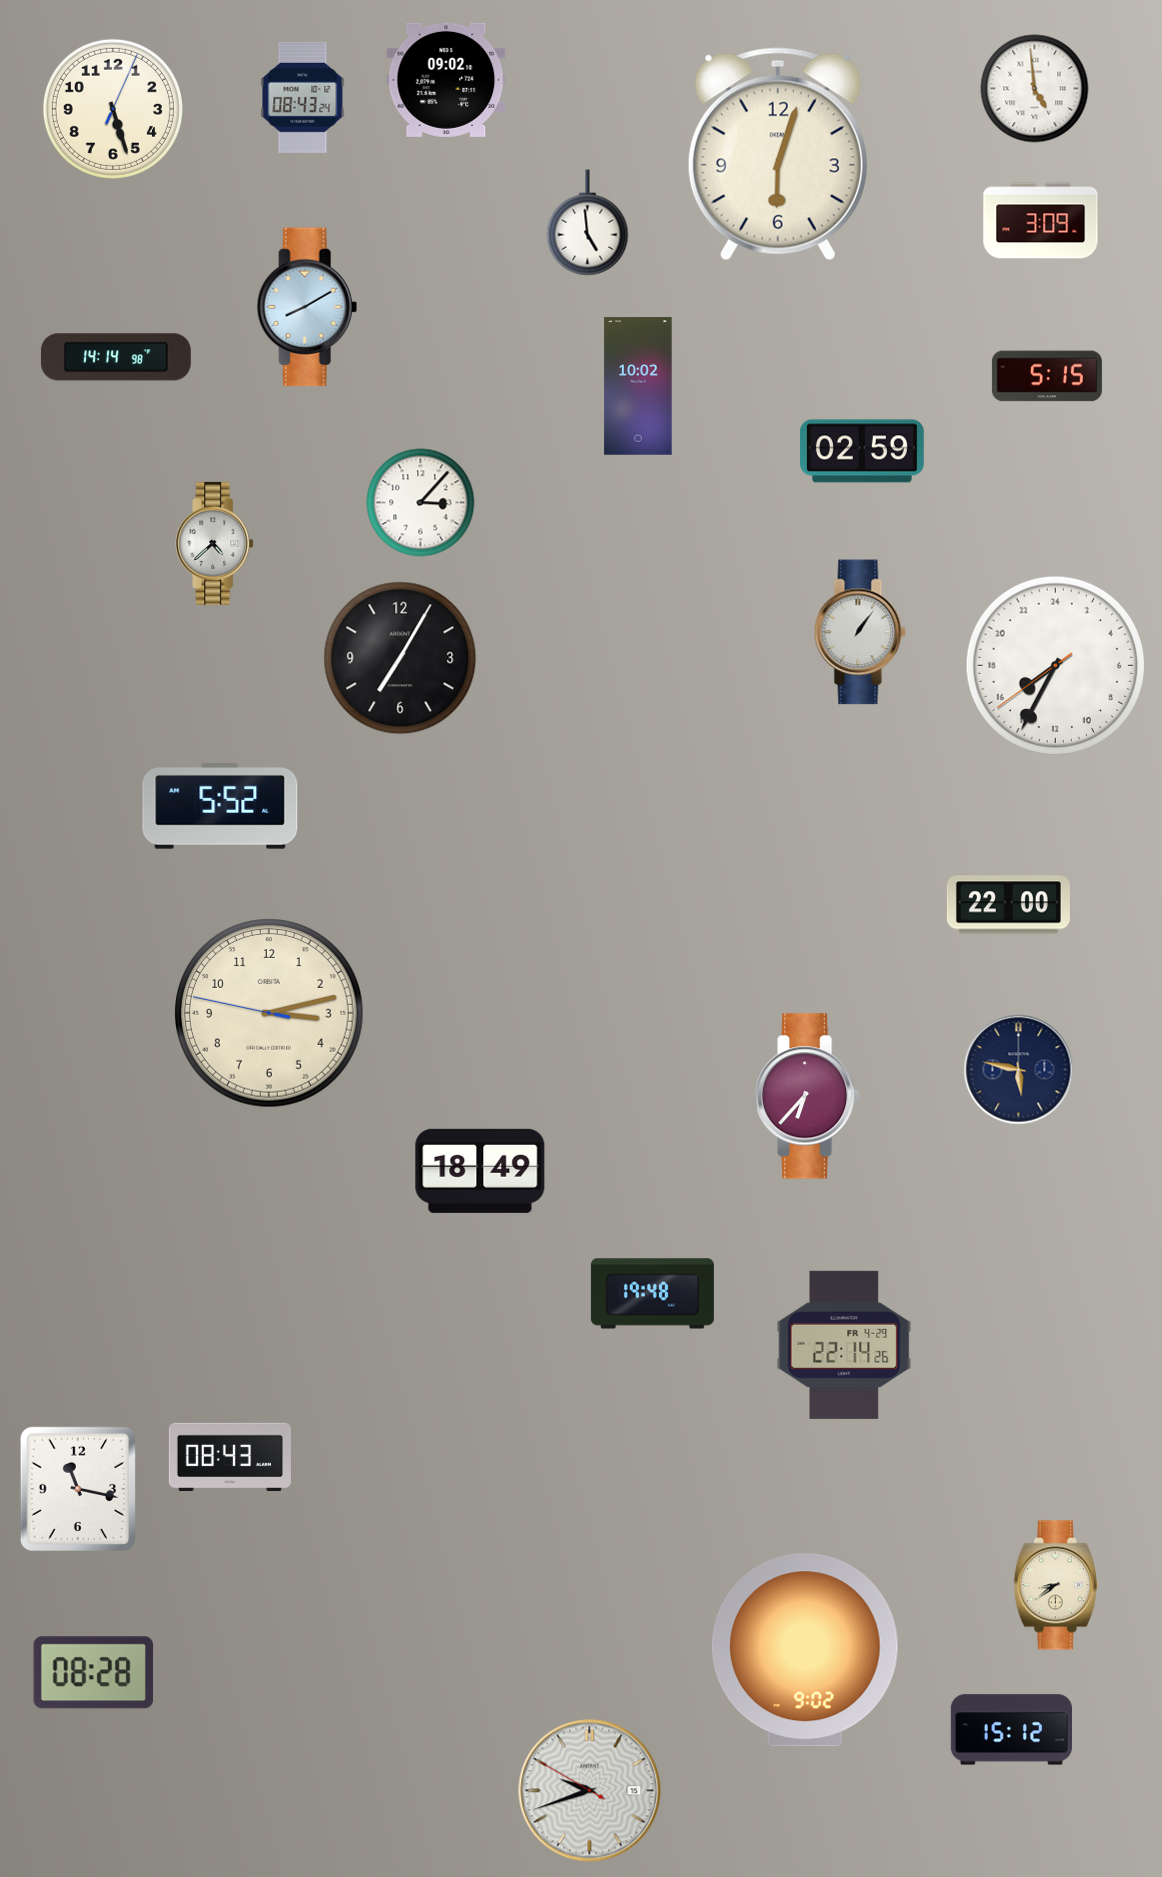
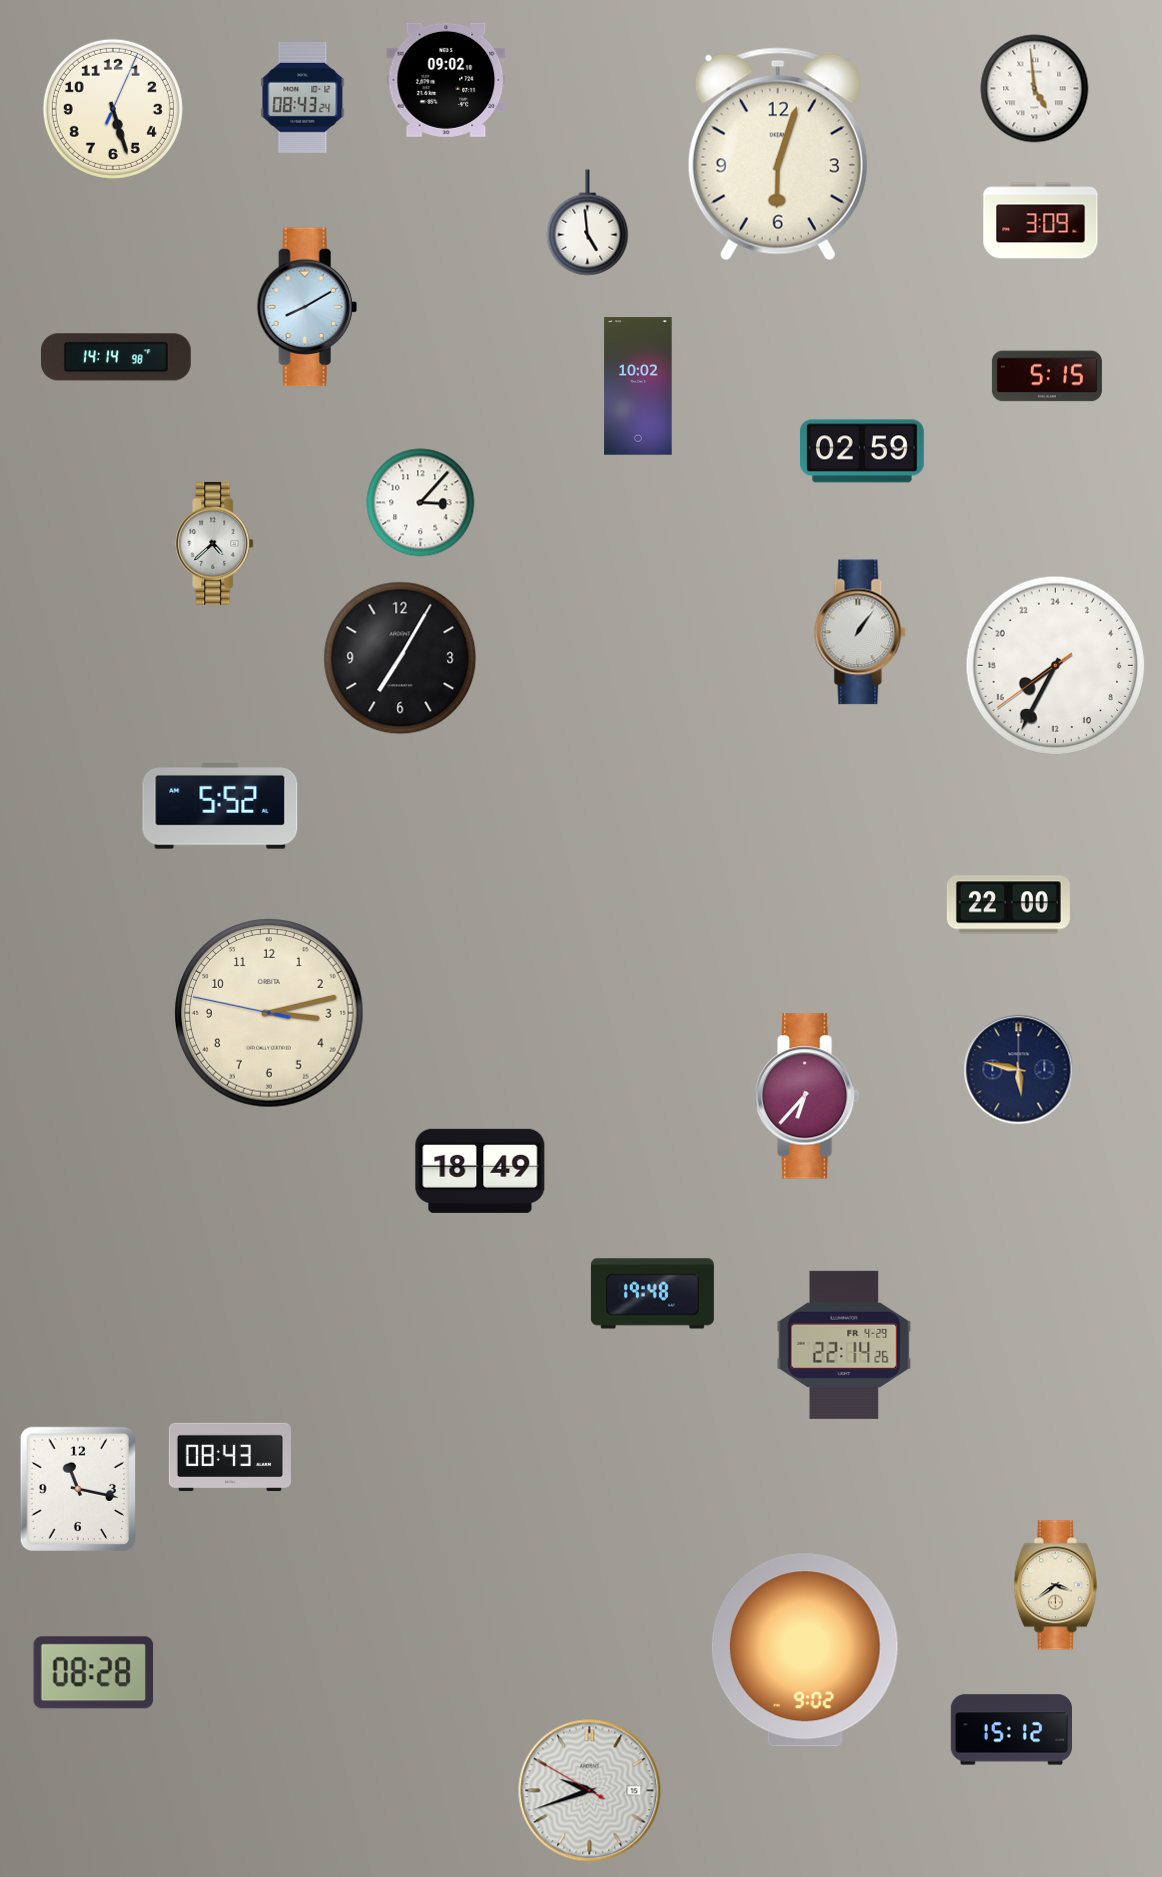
clock at (1056, 1585): 8:39 -> 3:39
